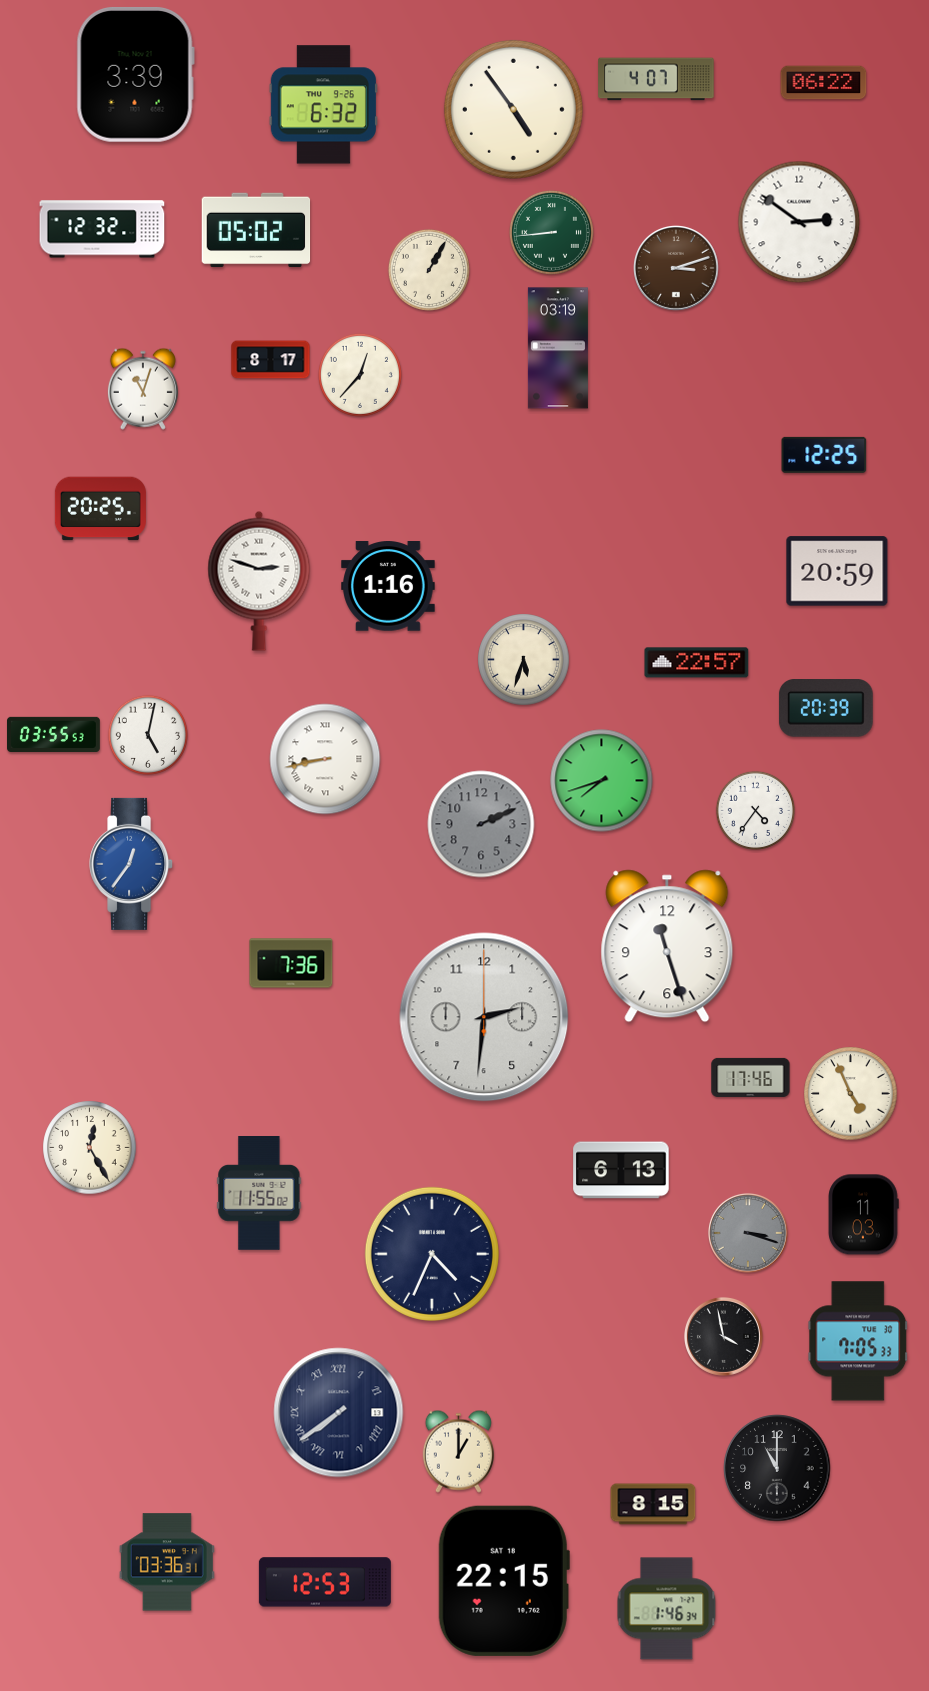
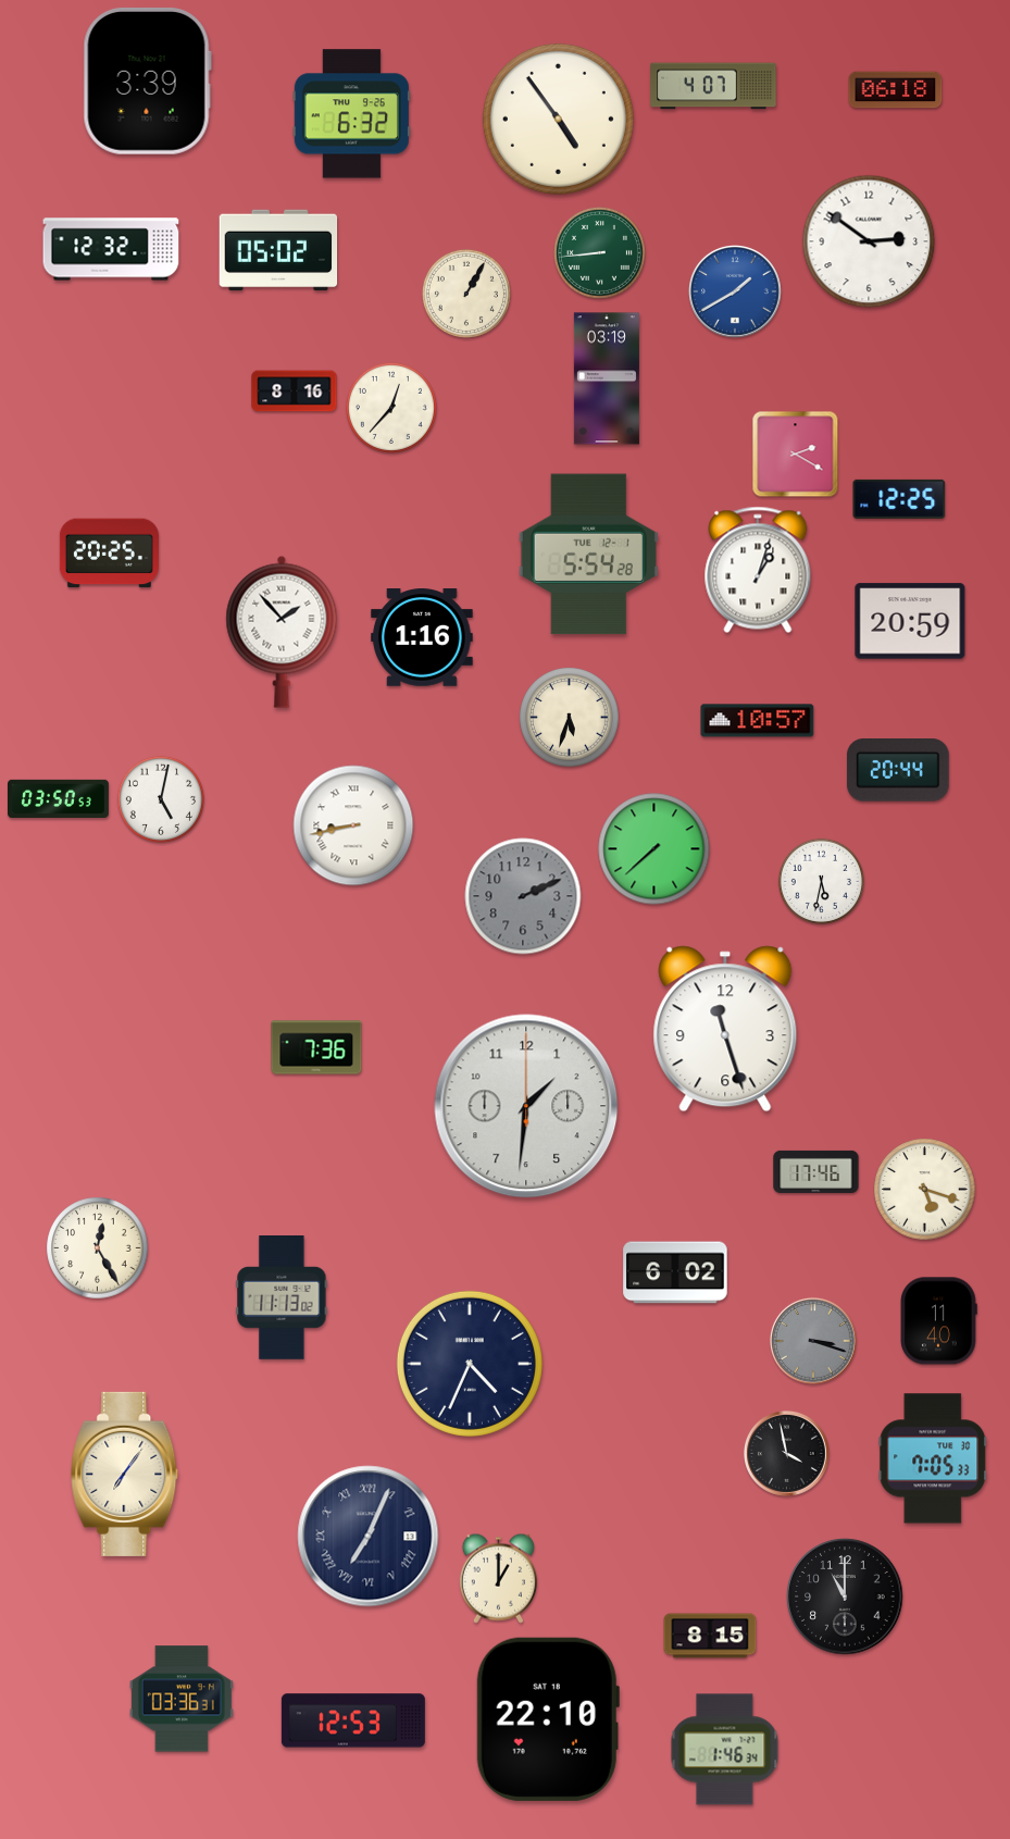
clock at (824, 83): 06:22 -> 06:18
clock at (677, 269): 3:12 -> 1:40
clock at (677, 269) dial: brown -> blue
clock at (271, 360): 8:17 -> 8:16
clock at (143, 389): 11:03 -> none
clock at (796, 455): none -> 2:20
clock at (824, 455) position: (824, 455) -> (899, 499)
clock at (588, 555): none -> 5:54
clock at (758, 570): none -> 1:03
clock at (259, 581): 2:48 -> 1:53
clock at (697, 663): 22:57 -> 10:57
clock at (826, 709): 20:39 -> 20:44
clock at (54, 734): 03:55 -> 03:50
clock at (602, 781): 7:42 -> 7:38
clock at (755, 810): 4:36 -> 5:32
clock at (132, 864): 12:36 -> none
clock at (484, 1017): 2:31 -> 1:31
clock at (851, 1094): 4:56 -> 5:18
clock at (621, 1170): 6:13 -> 6:02
clock at (259, 1194): 11:55 -> 11:13
clock at (864, 1215): 11:03 -> 11:40
clock at (125, 1474): none -> 7:06
clock at (339, 1413): 7:39 -> 7:04
clock at (504, 1581): 22:15 -> 22:10
